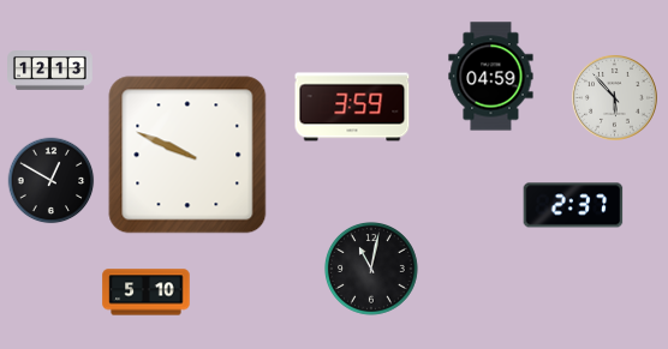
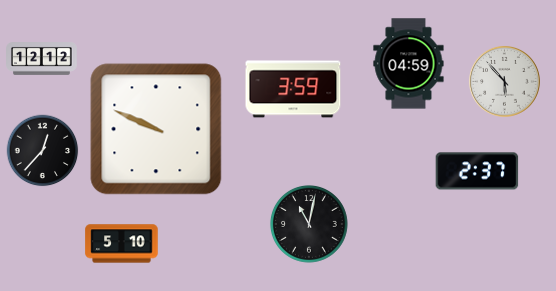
clock at (50, 71): 12:13 -> 12:12
clock at (615, 98) position: (615, 98) -> (505, 82)
clock at (52, 181): 12:50 -> 12:37
